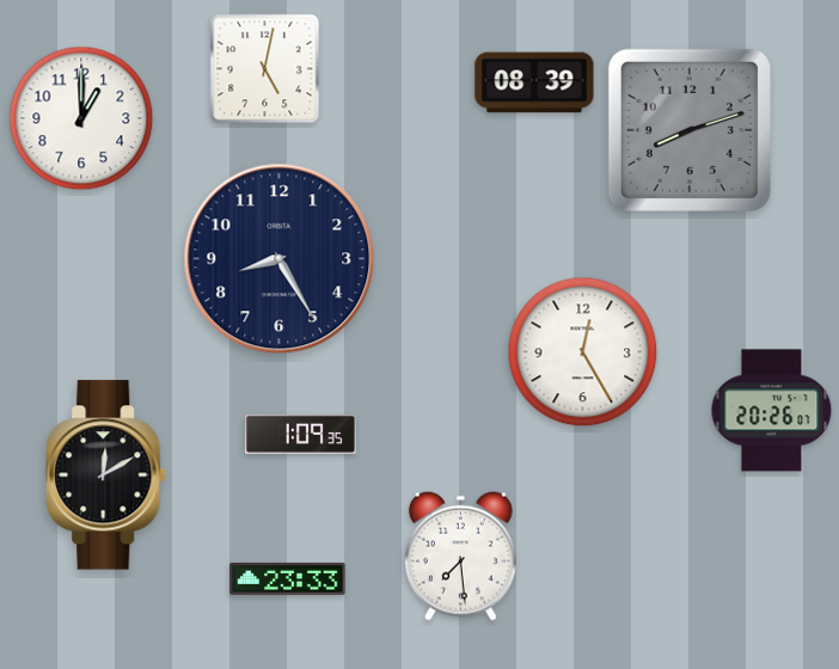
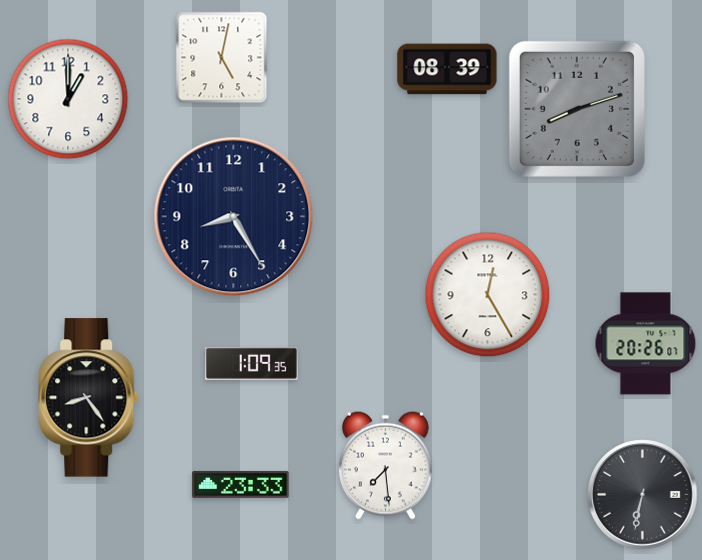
clock at (106, 475): 12:10 -> 8:24
clock at (643, 495): none -> 6:32
